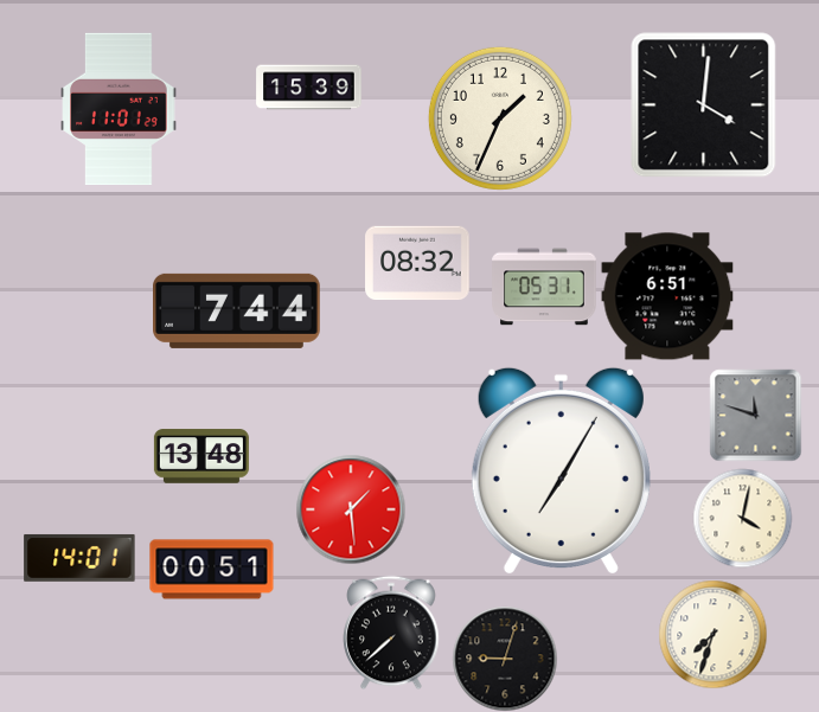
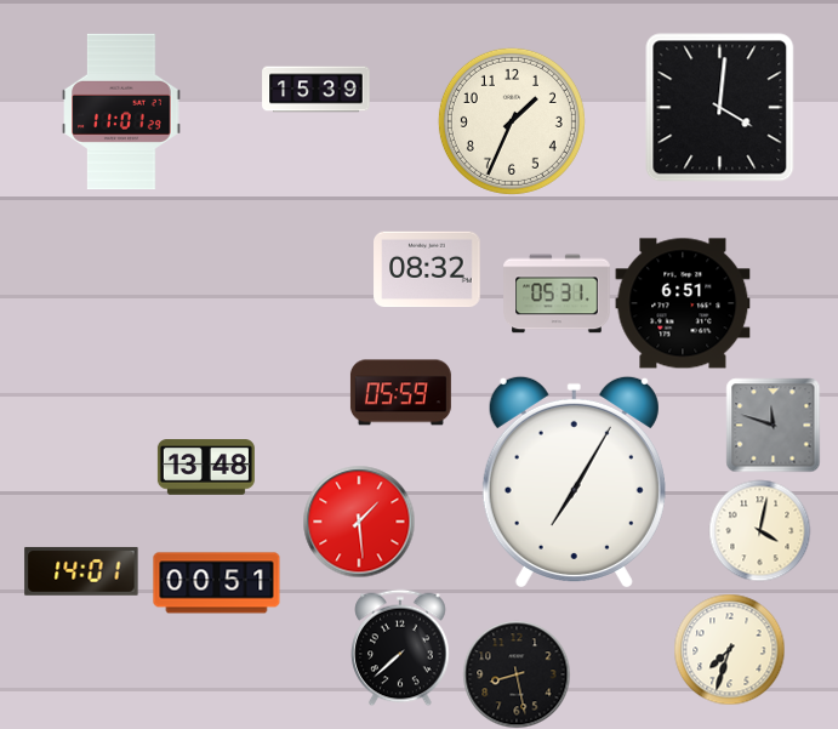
clock at (237, 310): 7:44 -> none
clock at (400, 393): none -> 05:59
clock at (505, 659): 9:03 -> 8:28
